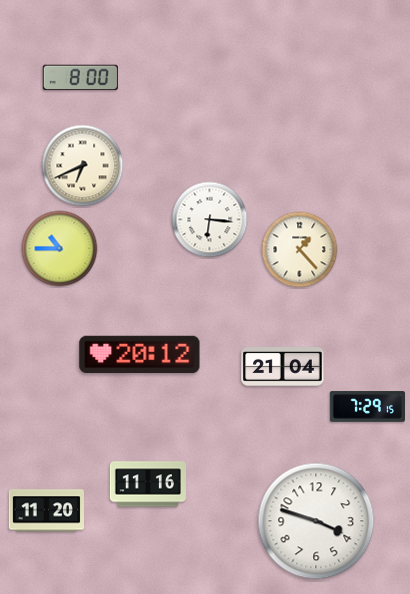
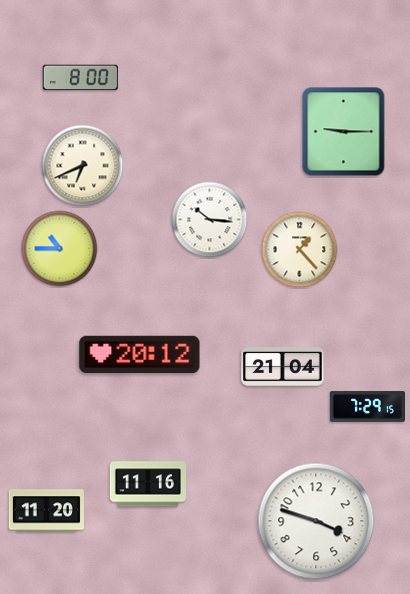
clock at (344, 132): none -> 9:15
clock at (210, 220): 6:16 -> 10:16
